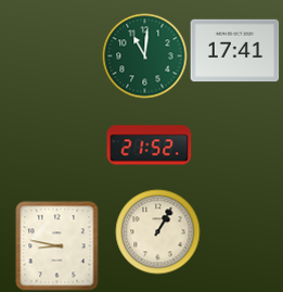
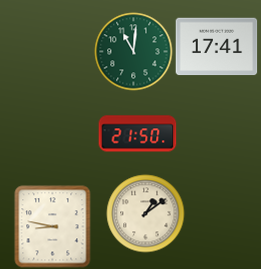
clock at (149, 145): 21:52 -> 21:50
clock at (157, 231): 1:05 -> 1:09
